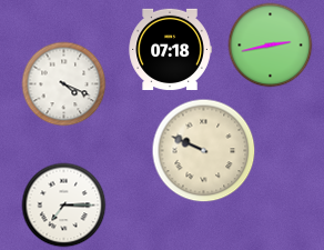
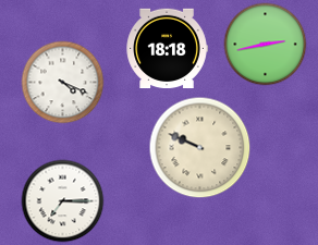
clock at (170, 50): 07:18 -> 18:18
